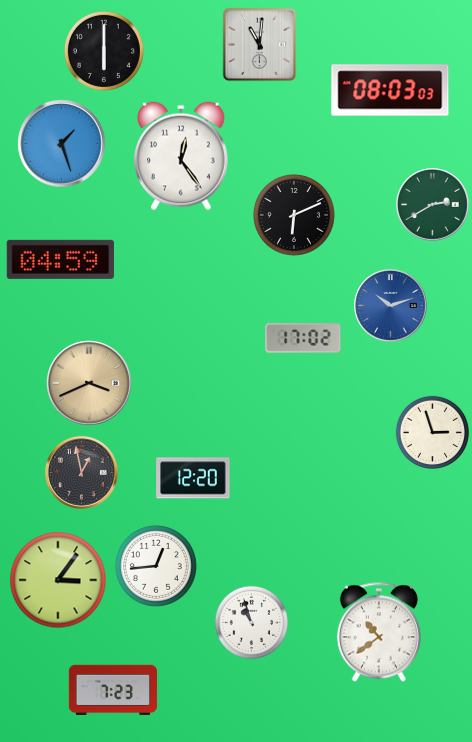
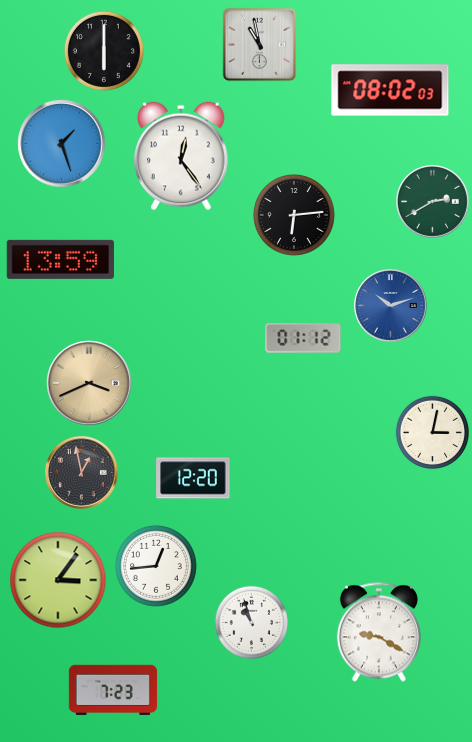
clock at (260, 45): 11:01 -> 10:58
clock at (390, 90): 08:03 -> 08:02
clock at (433, 205) position: (433, 205) -> (433, 202)
clock at (294, 215): 6:11 -> 6:14
clock at (60, 259): 04:59 -> 13:59
clock at (303, 338): 17:02 -> 01:12
clock at (433, 433): 2:57 -> 3:02
clock at (379, 632): 10:39 -> 9:20
